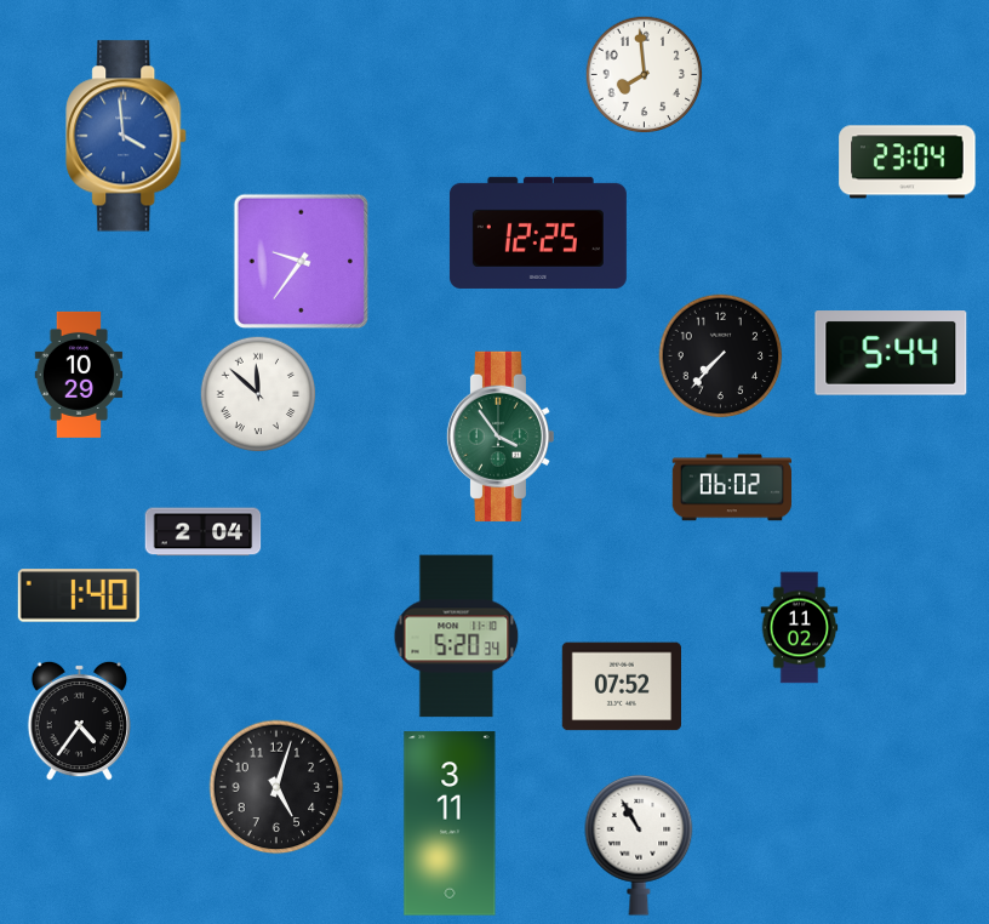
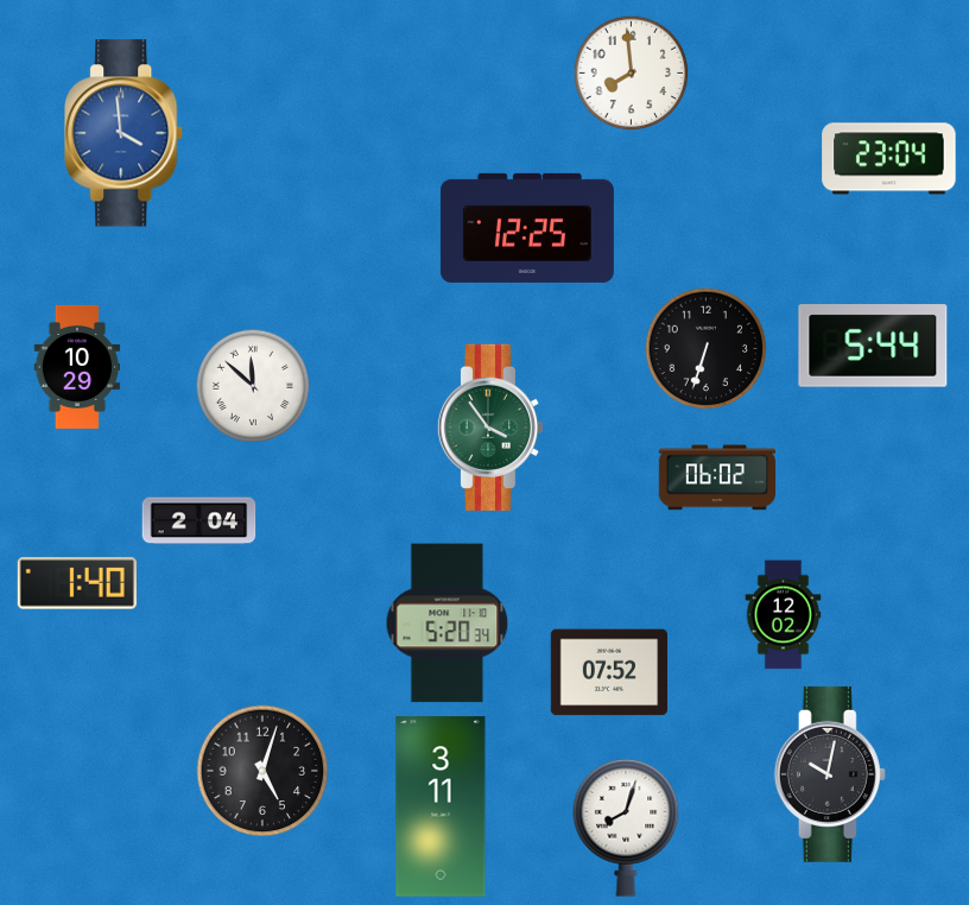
clock at (302, 262): 9:36 -> none
clock at (721, 357): 7:37 -> 6:33
clock at (800, 628): 11:02 -> 12:02
clock at (79, 720): 4:36 -> none
clock at (276, 787) position: (276, 787) -> (262, 771)
clock at (830, 774): none -> 10:02
clock at (639, 845): 10:55 -> 8:03
